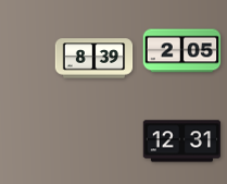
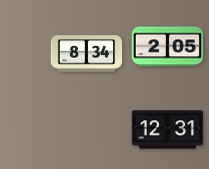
clock at (94, 59): 8:39 -> 8:34
